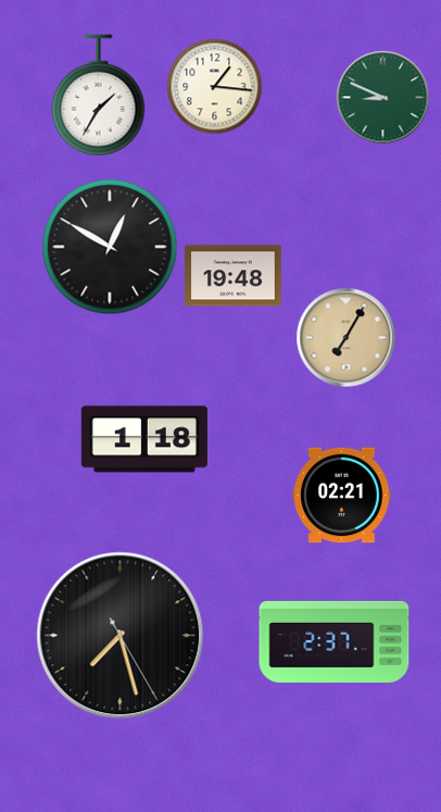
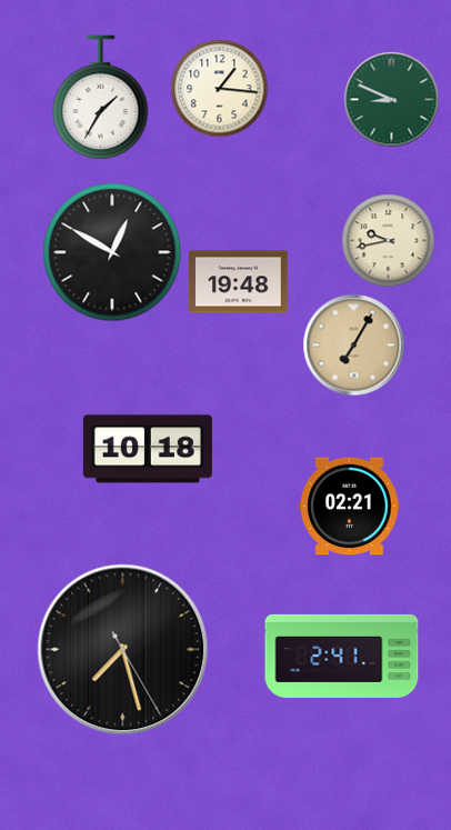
clock at (389, 241): none -> 9:43
clock at (144, 439): 1:18 -> 10:18
clock at (335, 641): 2:37 -> 2:41
